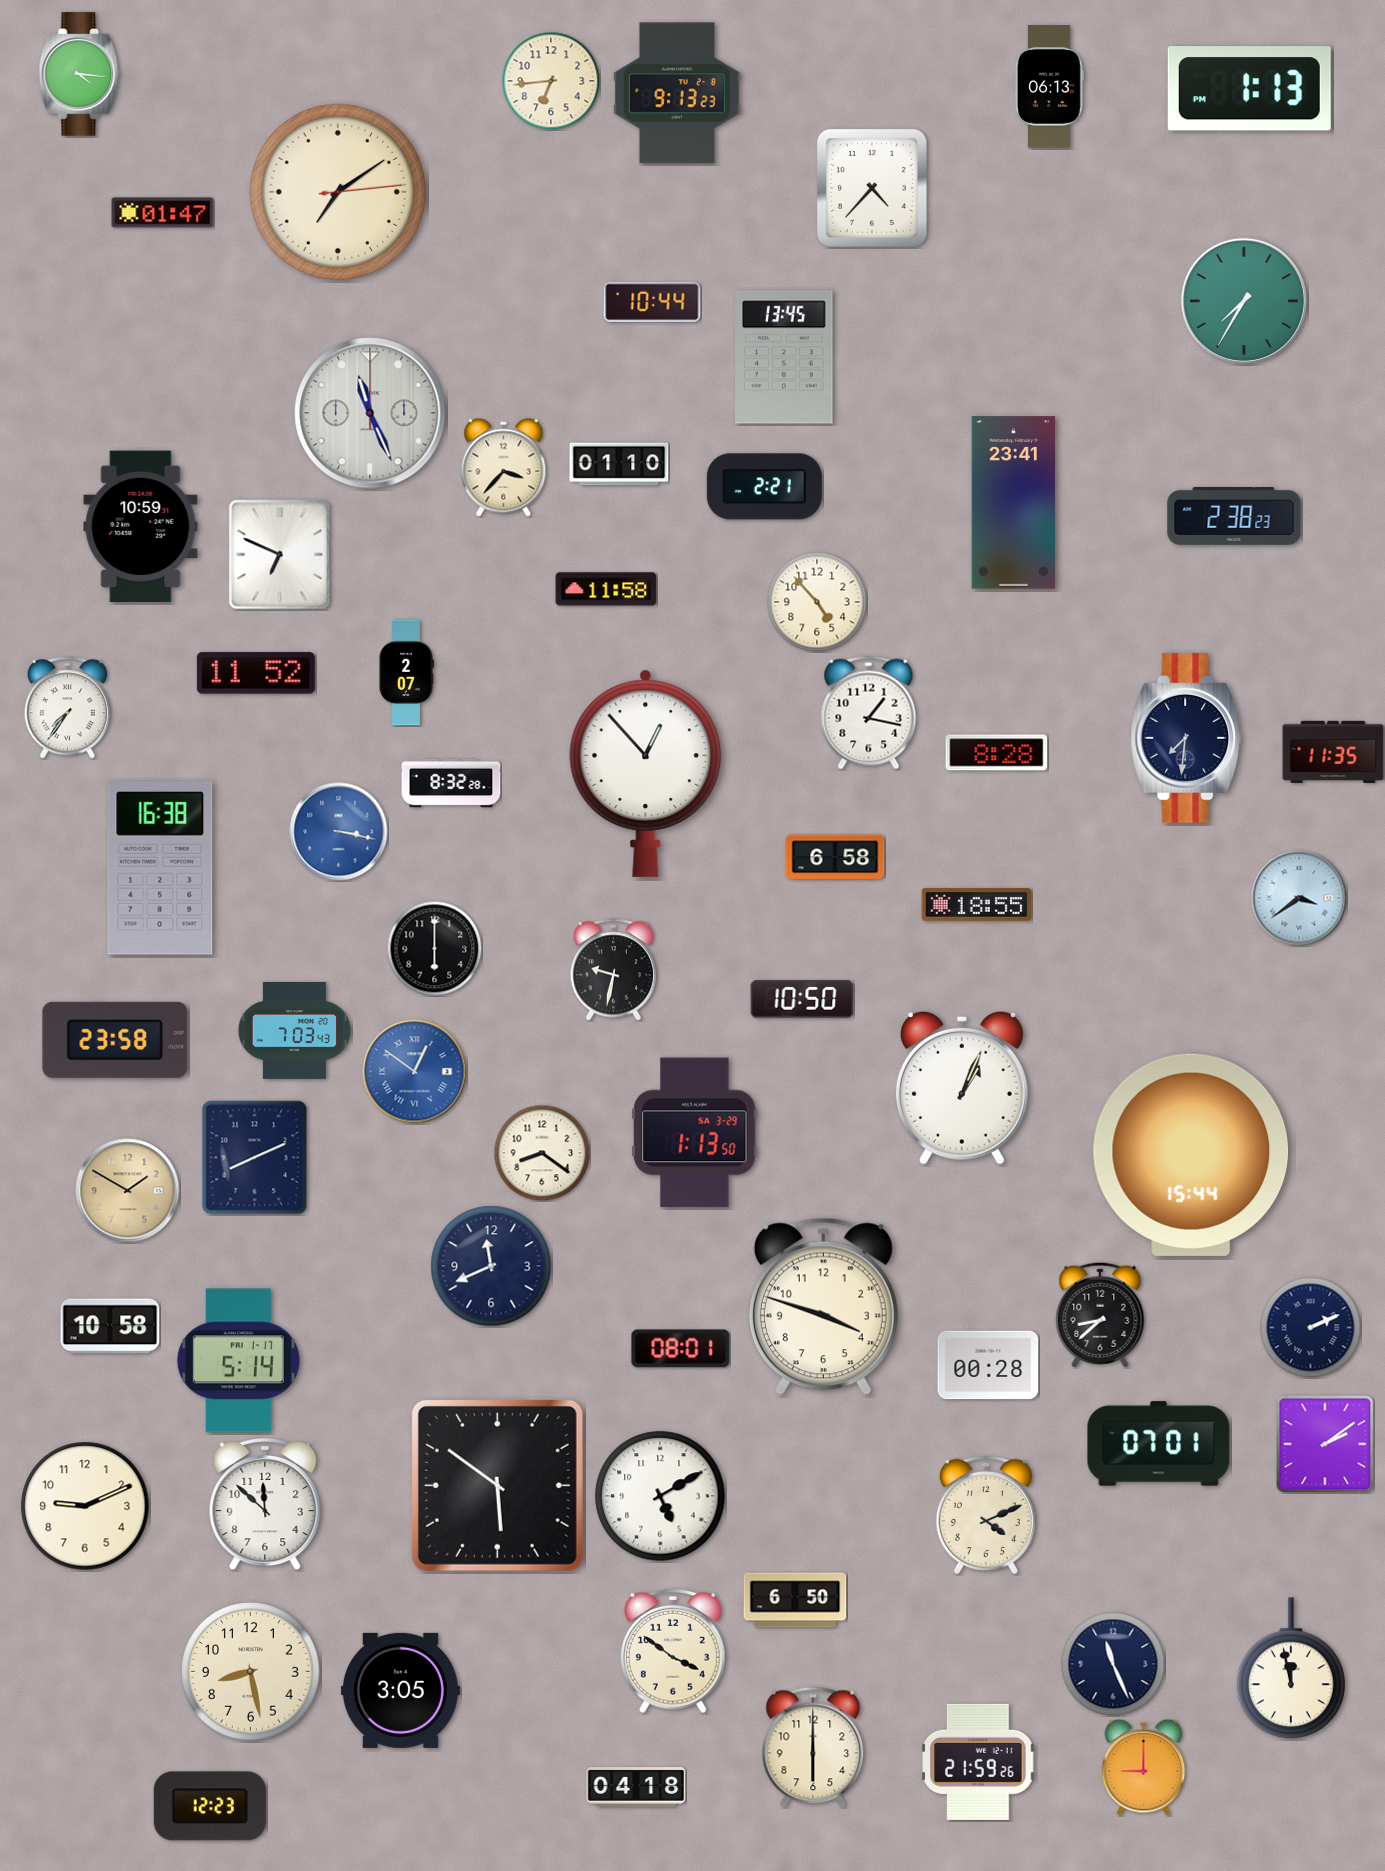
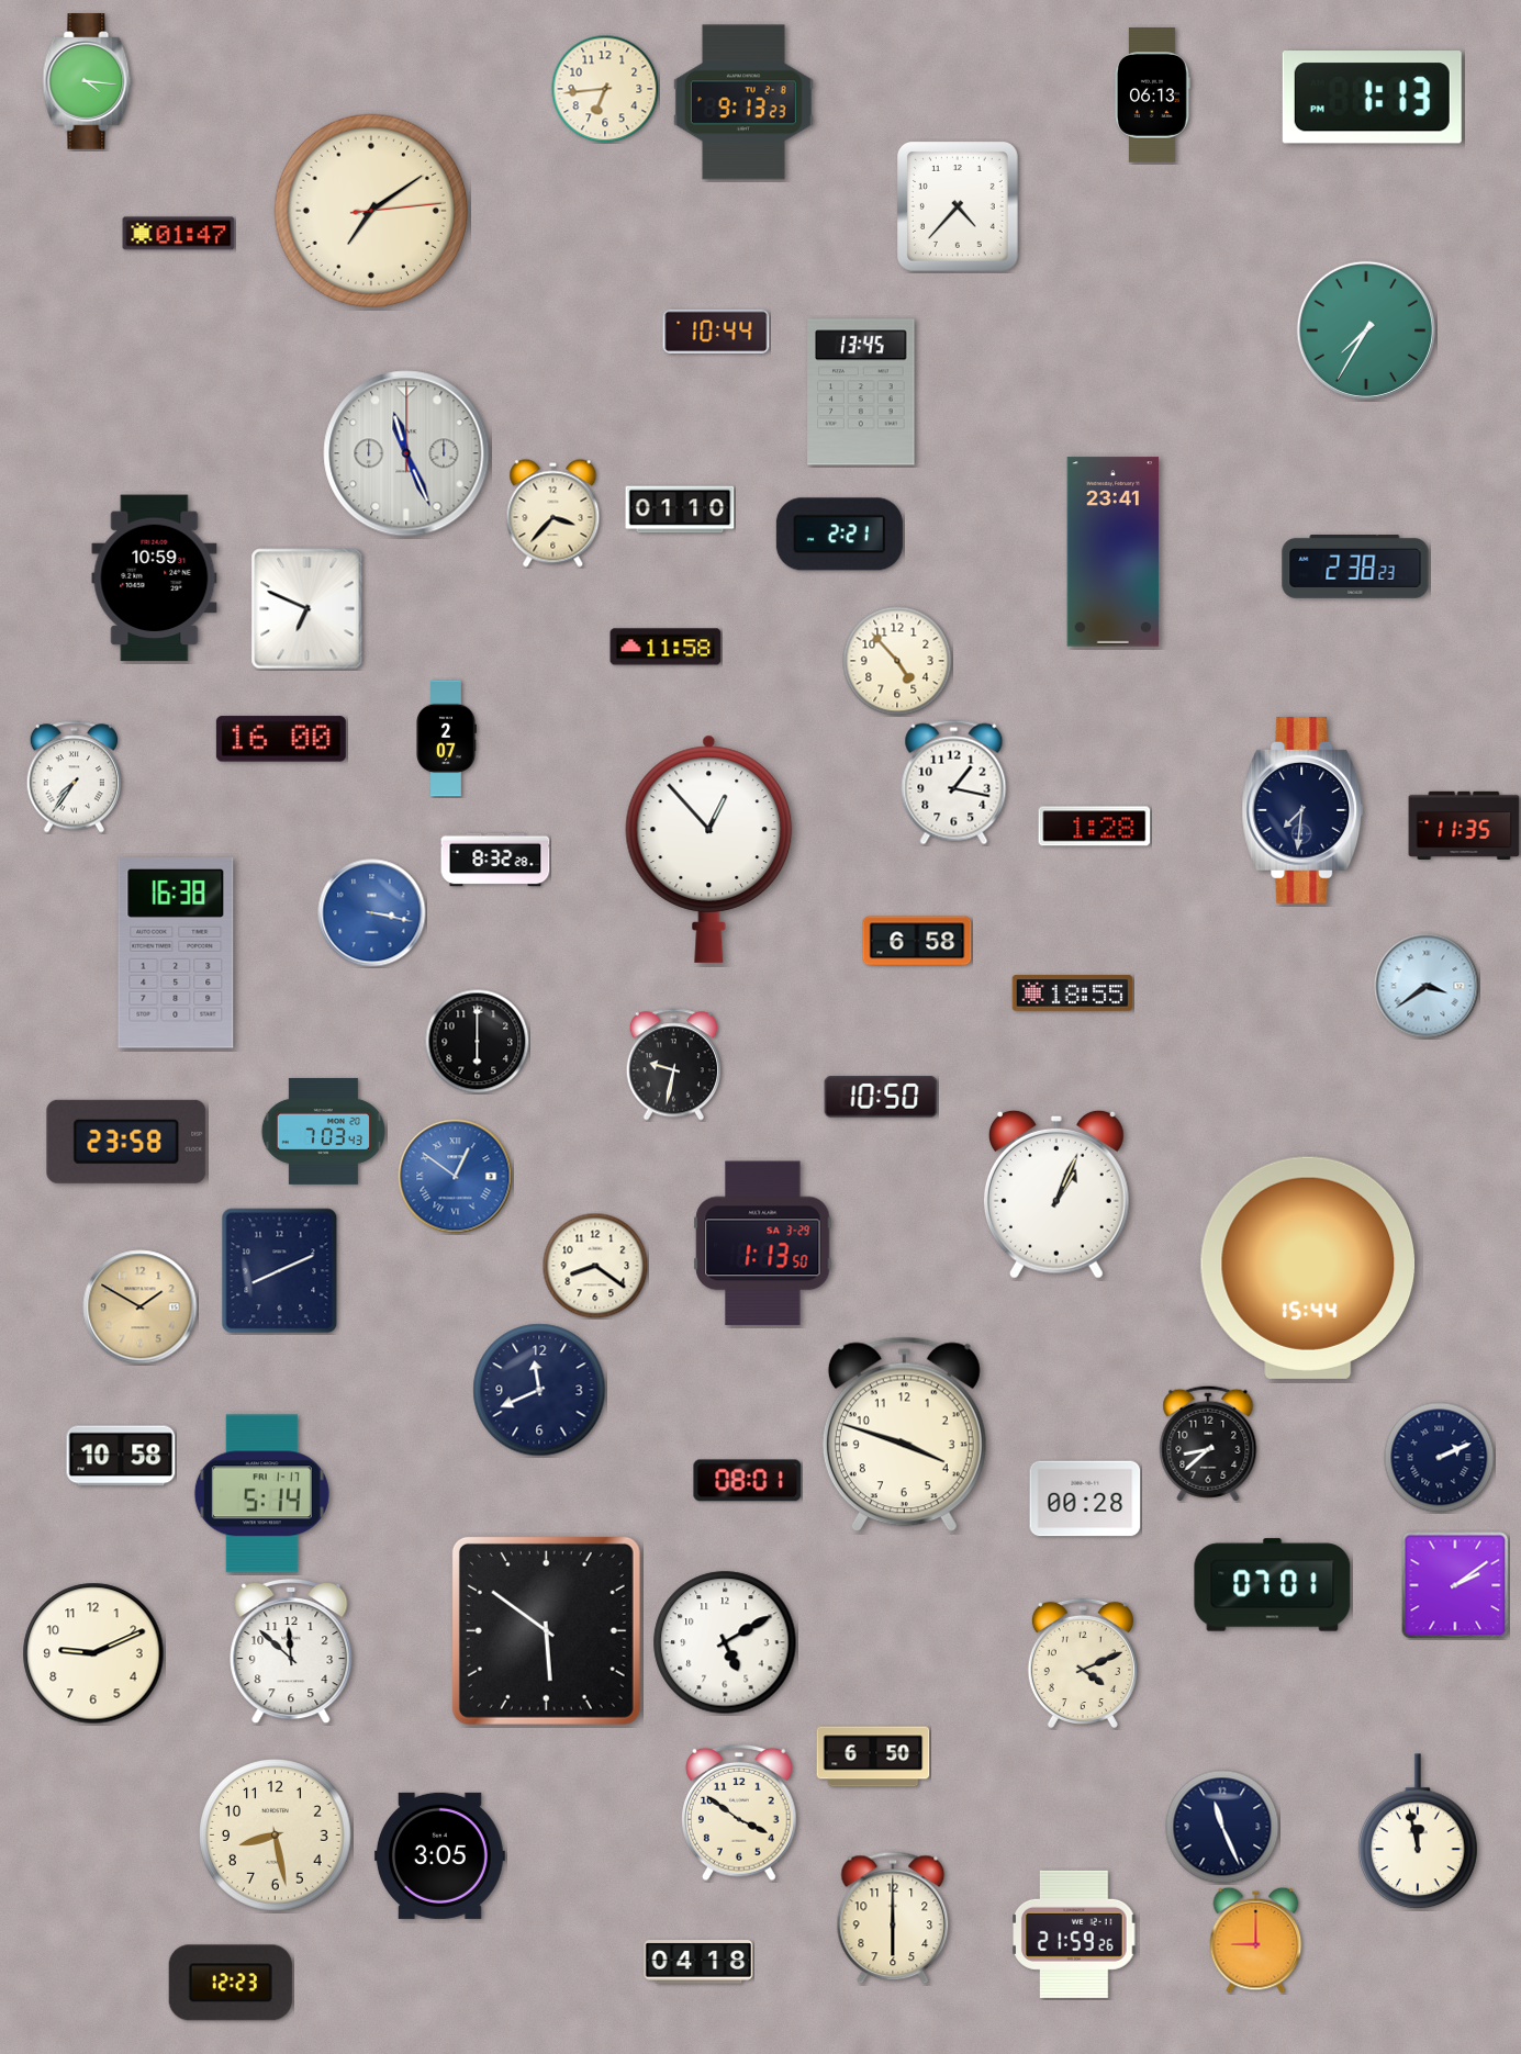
clock at (256, 673): 11:52 -> 16:00
clock at (997, 753): 8:28 -> 1:28
